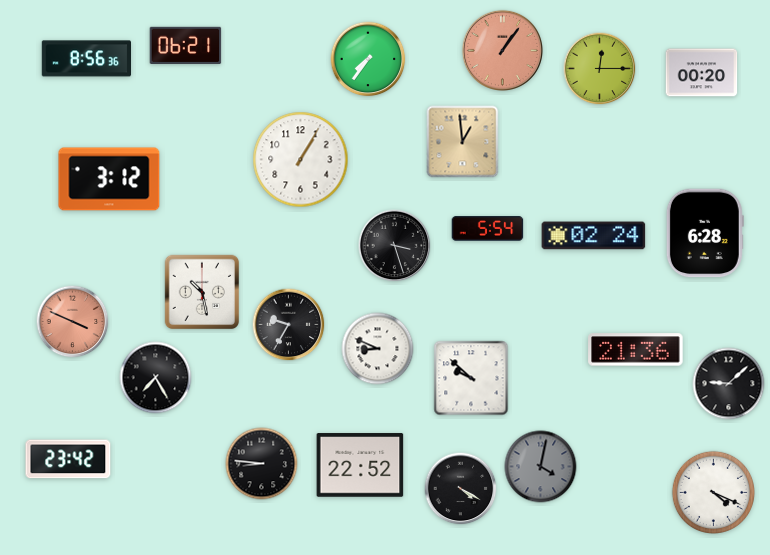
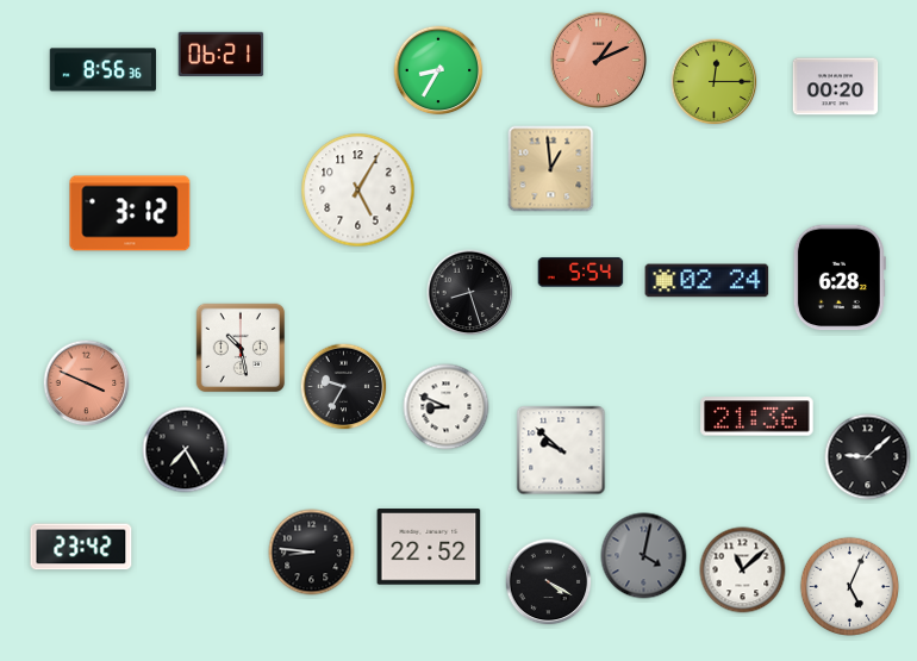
clock at (502, 50): 1:06 -> 1:11
clock at (368, 59): 7:36 -> 8:35
clock at (301, 160): 1:05 -> 5:05
clock at (395, 246): 3:27 -> 8:27
clock at (378, 349) position: (378, 349) -> (447, 407)
clock at (360, 465) position: (360, 465) -> (429, 547)
clock at (743, 570): none -> 11:08
clock at (713, 492): 4:19 -> 5:04
